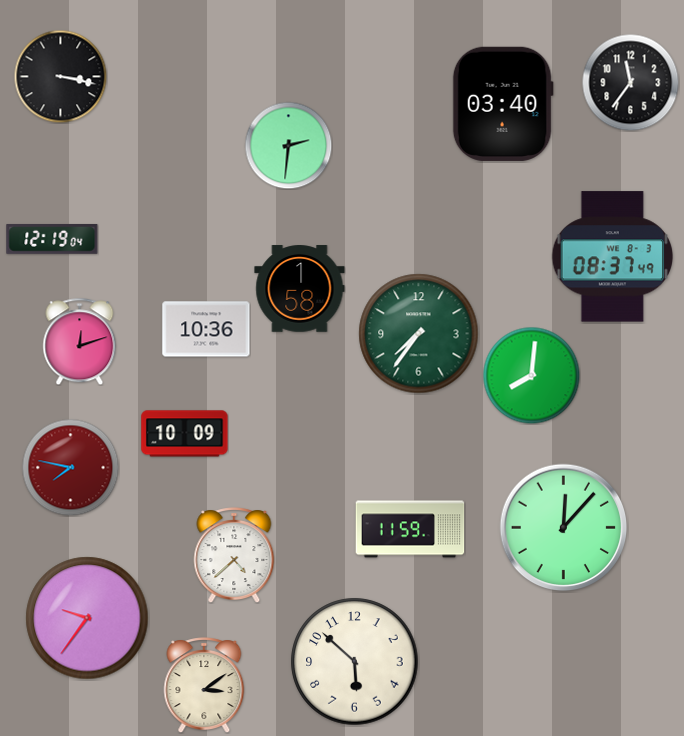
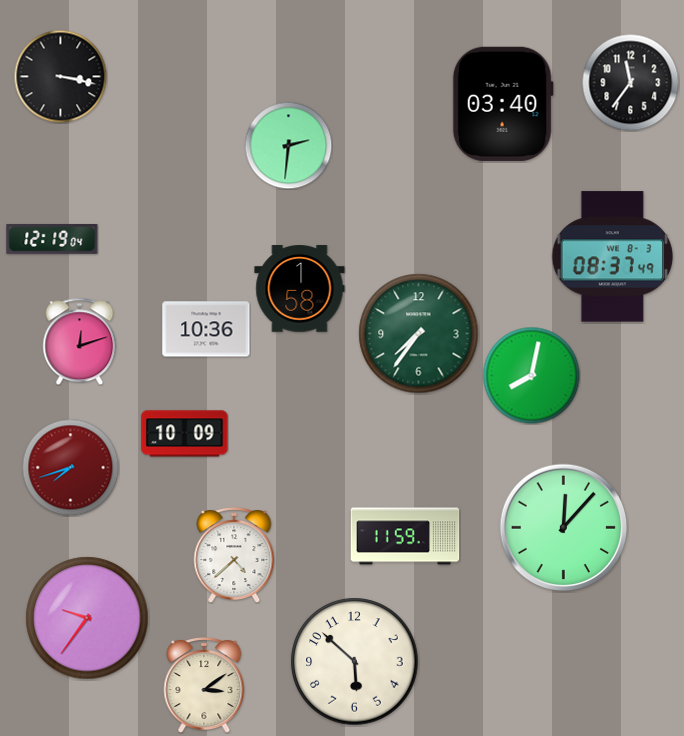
clock at (531, 375): 8:01 -> 8:02
clock at (70, 467): 7:47 -> 7:42
clock at (410, 529) position: (410, 529) -> (405, 536)
